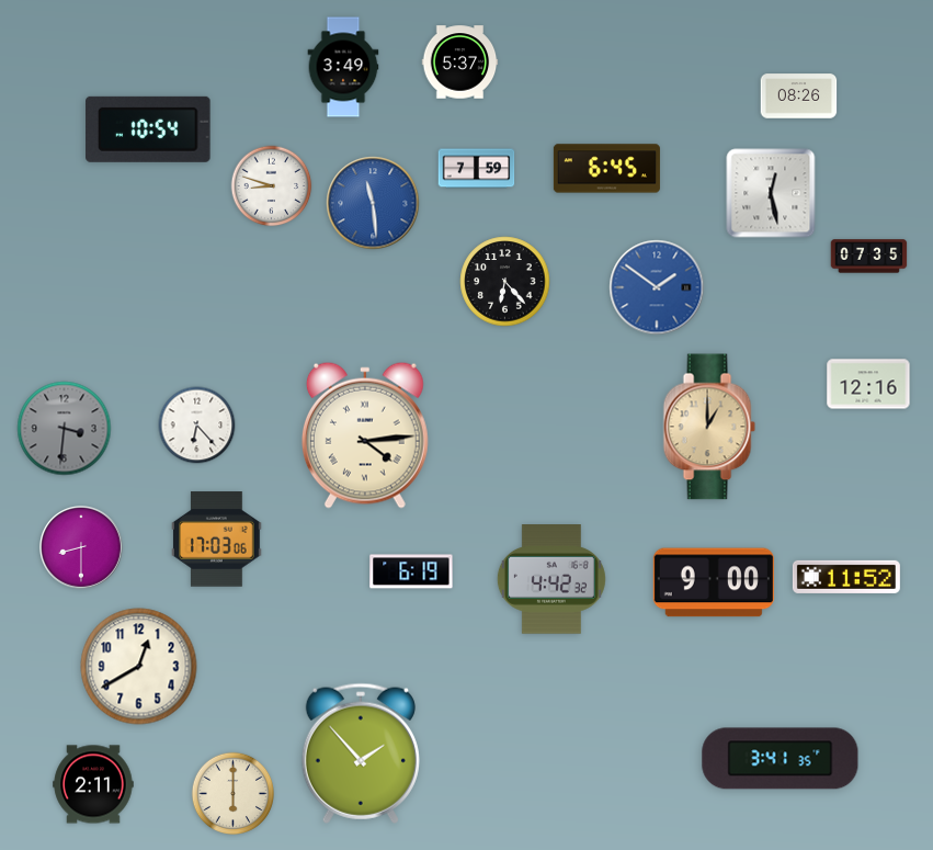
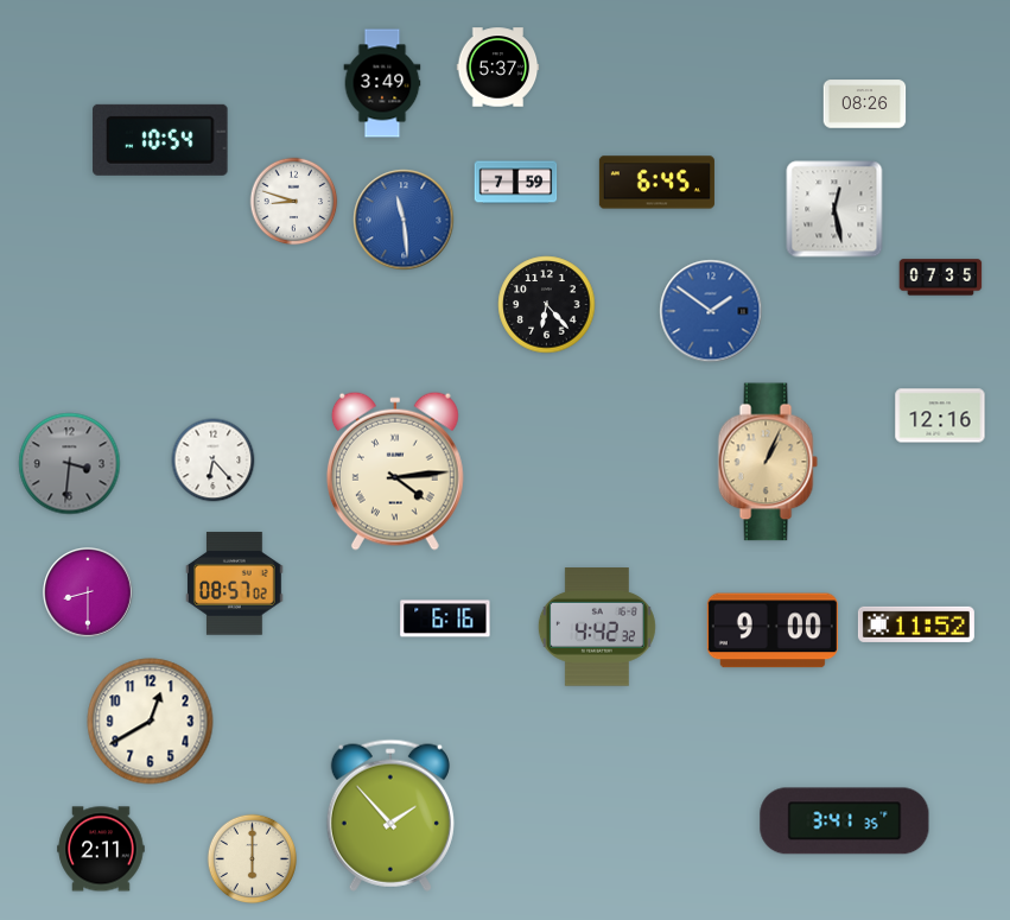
clock at (343, 67) position: (343, 67) -> (382, 83)
clock at (709, 427): 1:00 -> 1:04
clock at (217, 540): 17:03 -> 08:57
clock at (411, 571): 6:19 -> 6:16
